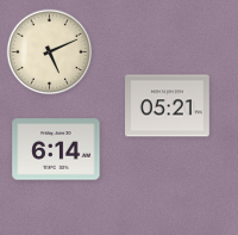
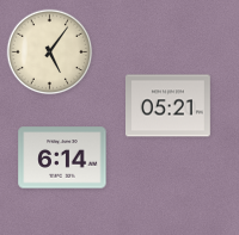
clock at (50, 52): 5:11 -> 5:06
clock at (56, 149) position: (56, 149) -> (62, 157)
